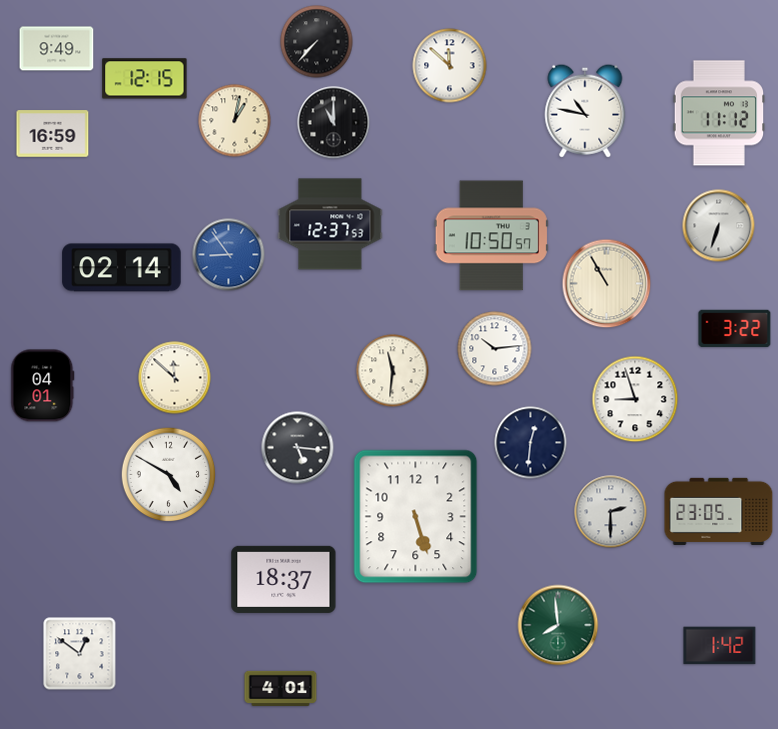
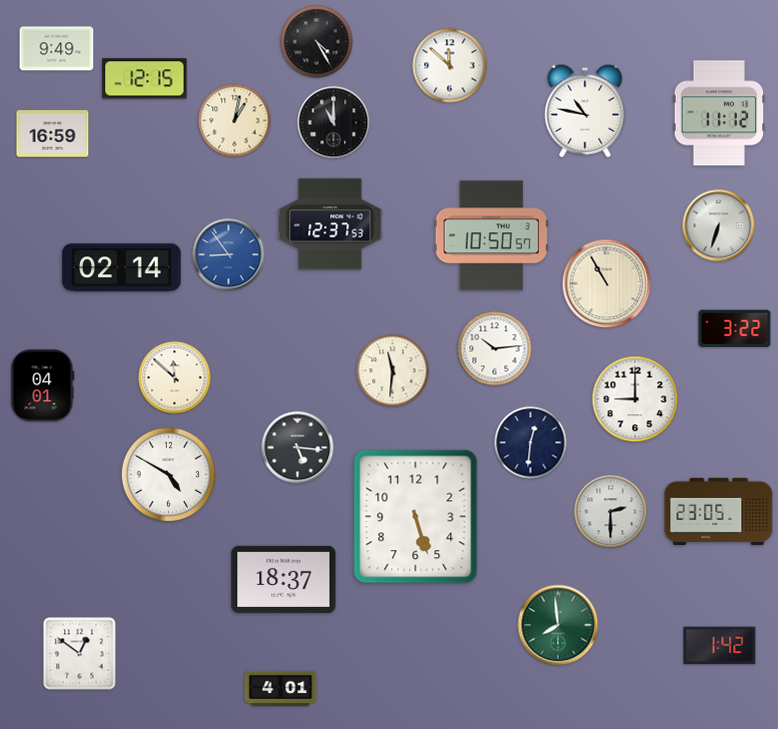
clock at (317, 42): 7:37 -> 4:25
clock at (635, 399): 8:57 -> 9:00
